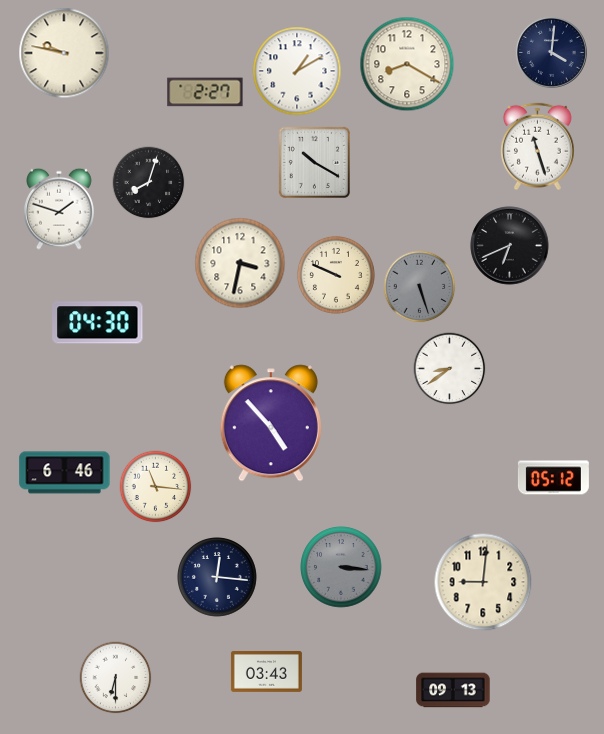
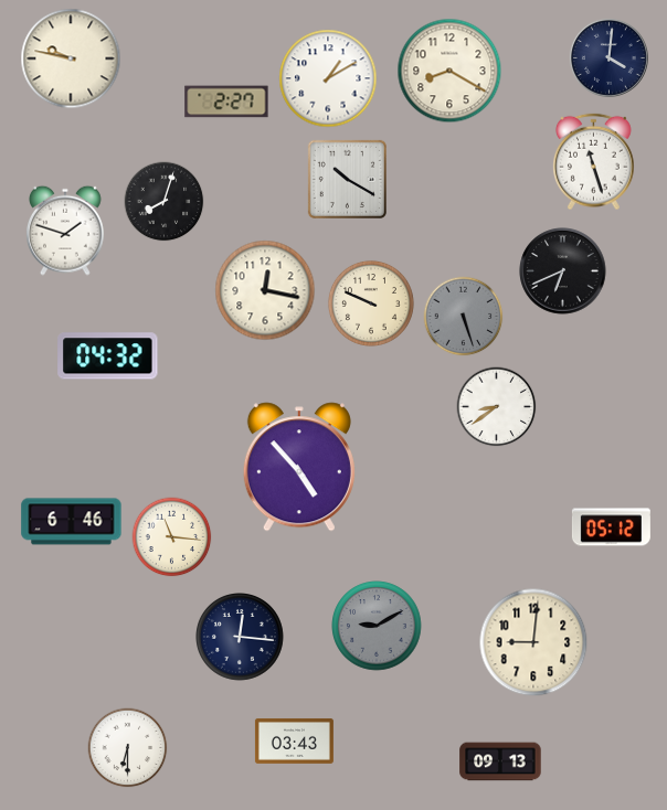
clock at (240, 263): 3:32 -> 12:17
clock at (98, 323): 04:30 -> 04:32
clock at (341, 567): 3:16 -> 9:10
